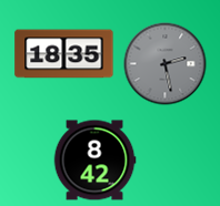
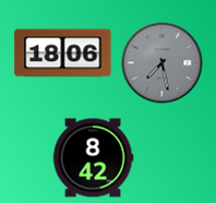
clock at (64, 54): 18:35 -> 18:06
clock at (166, 64): 2:28 -> 7:28
